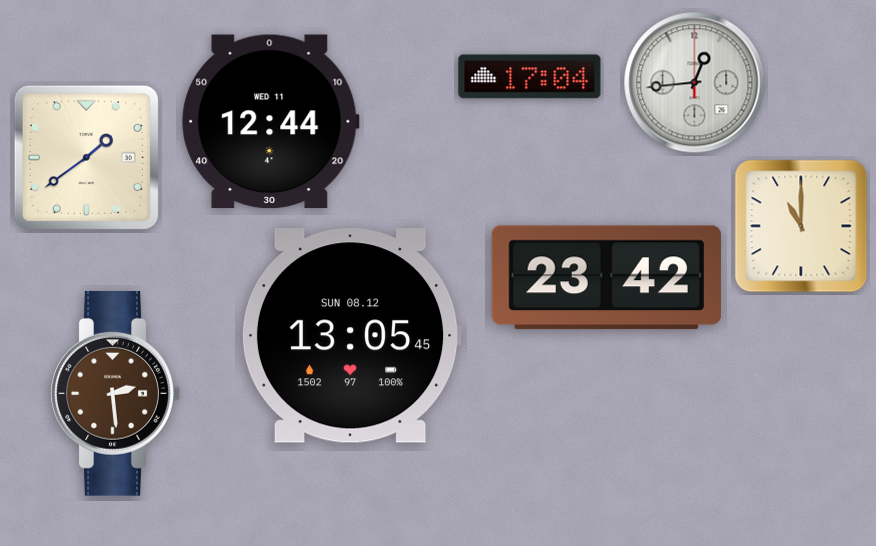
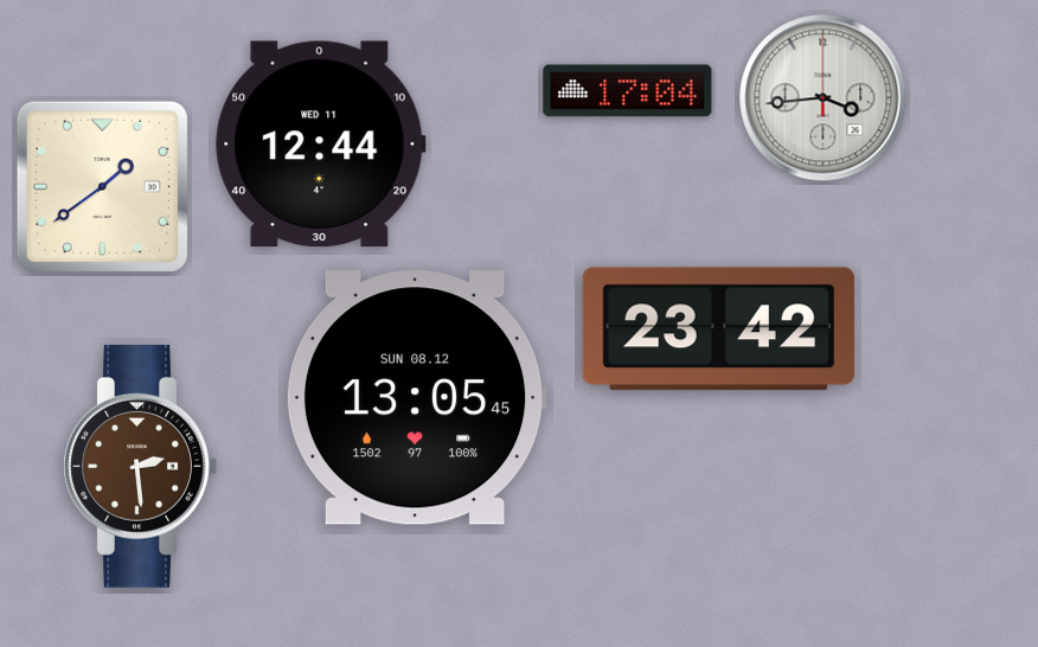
clock at (695, 83): 12:44 -> 3:44
clock at (801, 226): 11:00 -> none
clock at (115, 393) position: (115, 393) -> (140, 466)
